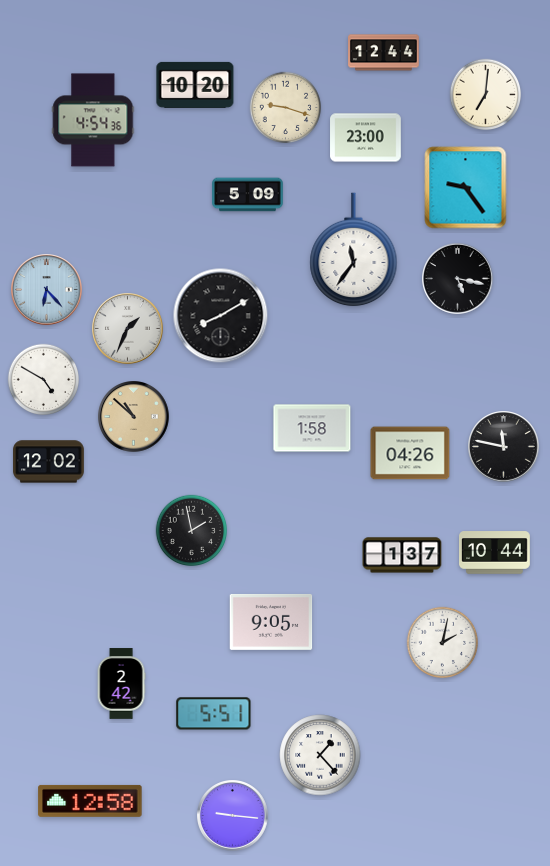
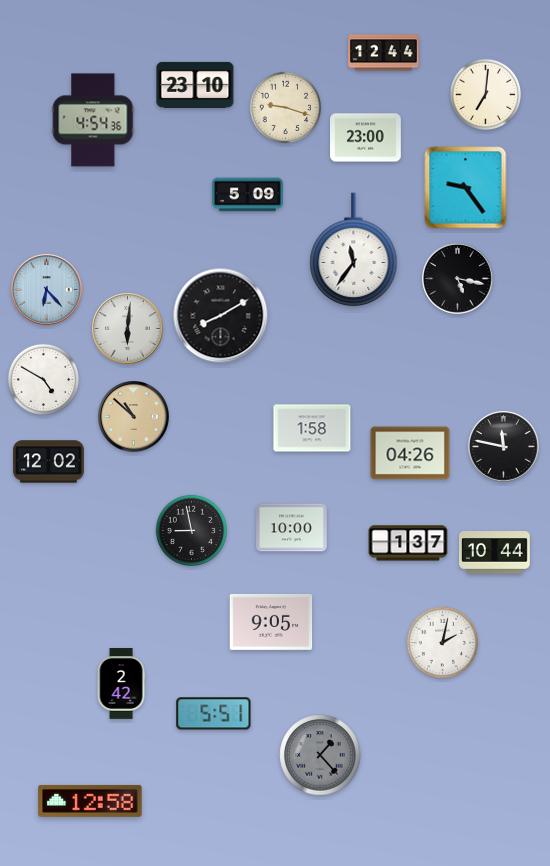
clock at (195, 85): 10:20 -> 23:10
clock at (128, 329): 1:34 -> 6:01
clock at (292, 528): none -> 10:00
clock at (192, 531): 1:58 -> 8:58
clock at (402, 555) position: (402, 555) -> (408, 543)
clock at (320, 755) dial: white -> grey
clock at (233, 816): 9:16 -> none
